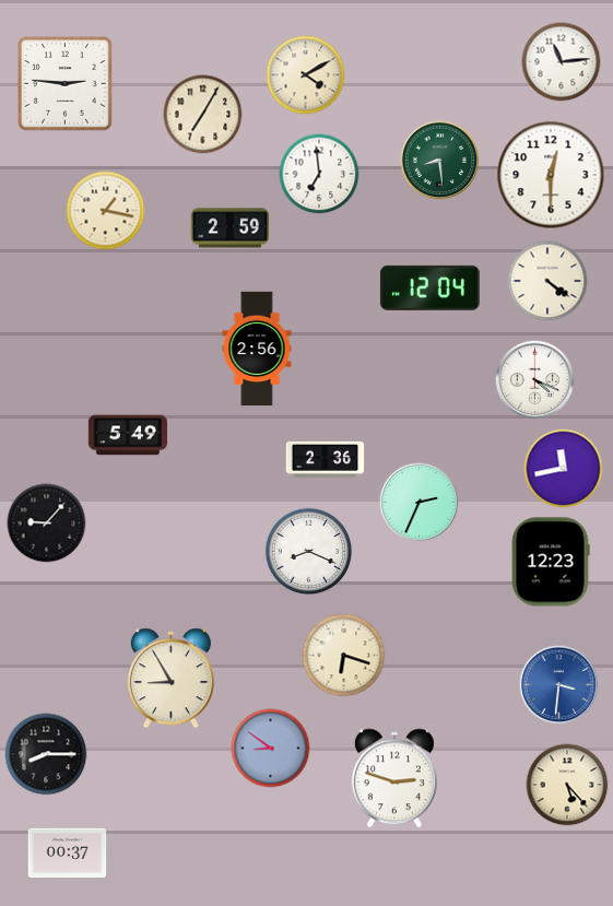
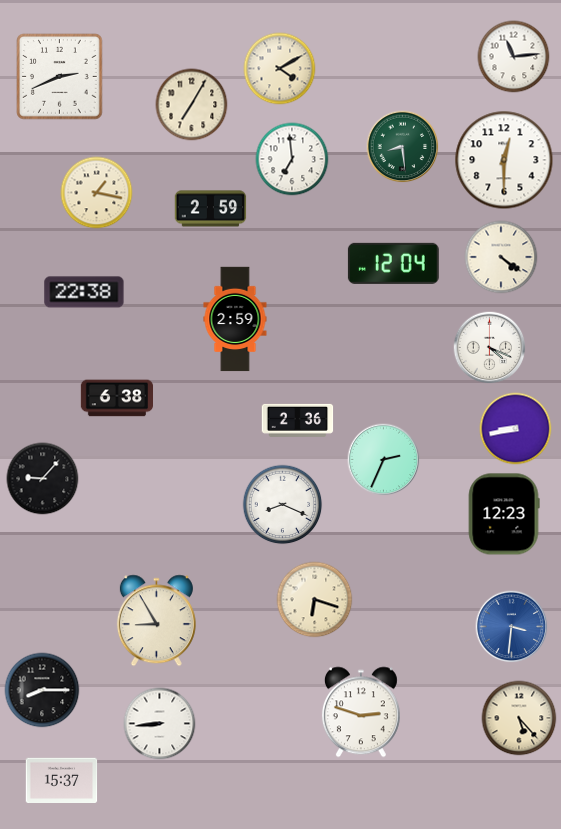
clock at (66, 84): 2:46 -> 2:41
clock at (203, 115) position: (203, 115) -> (192, 105)
clock at (84, 292): none -> 22:38
clock at (257, 349): 2:56 -> 2:59
clock at (127, 435): 5:49 -> 6:38
clock at (564, 469): 11:43 -> 8:43
clock at (271, 749): 8:51 -> none
clock at (160, 724): none -> 8:44
clock at (68, 852): 00:37 -> 15:37
